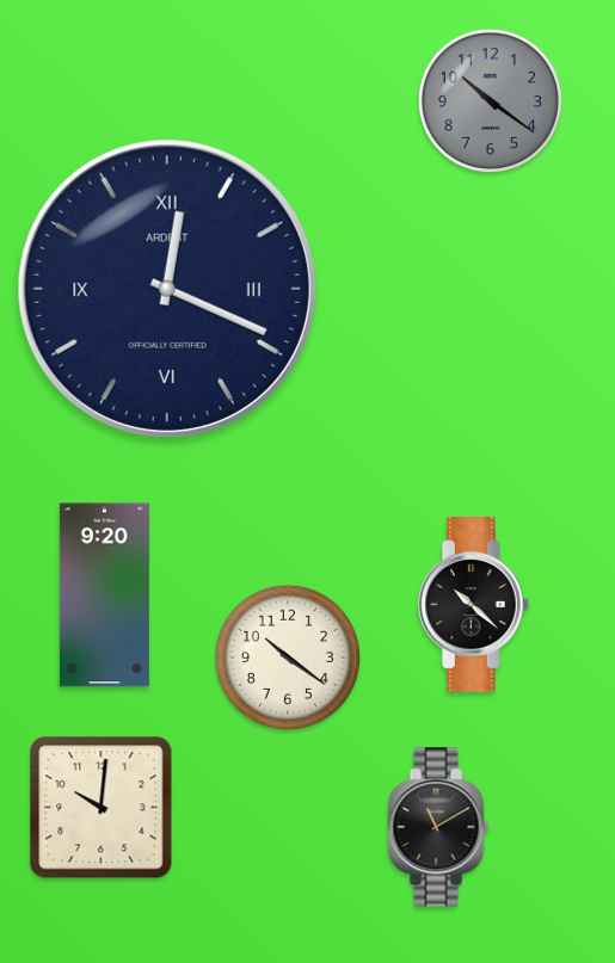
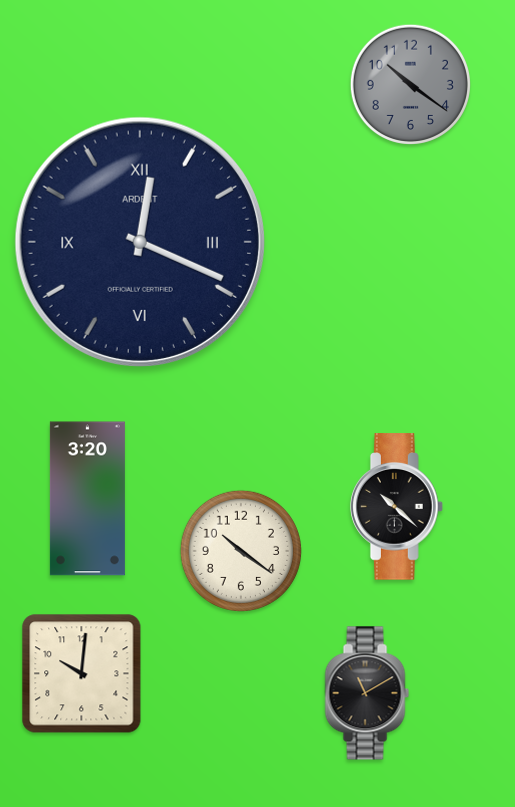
clock at (104, 595): 9:20 -> 3:20
clock at (102, 808) position: (102, 808) -> (82, 674)
